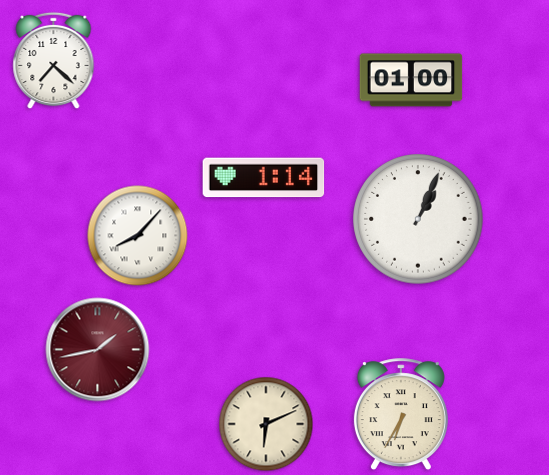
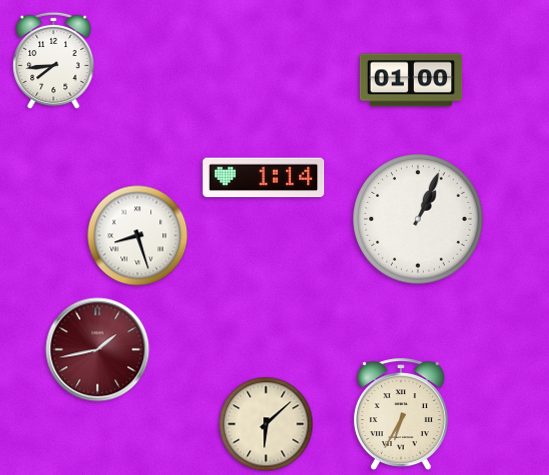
clock at (54, 61): 7:22 -> 7:44
clock at (138, 236): 8:07 -> 8:27
clock at (266, 424): 6:11 -> 6:08
